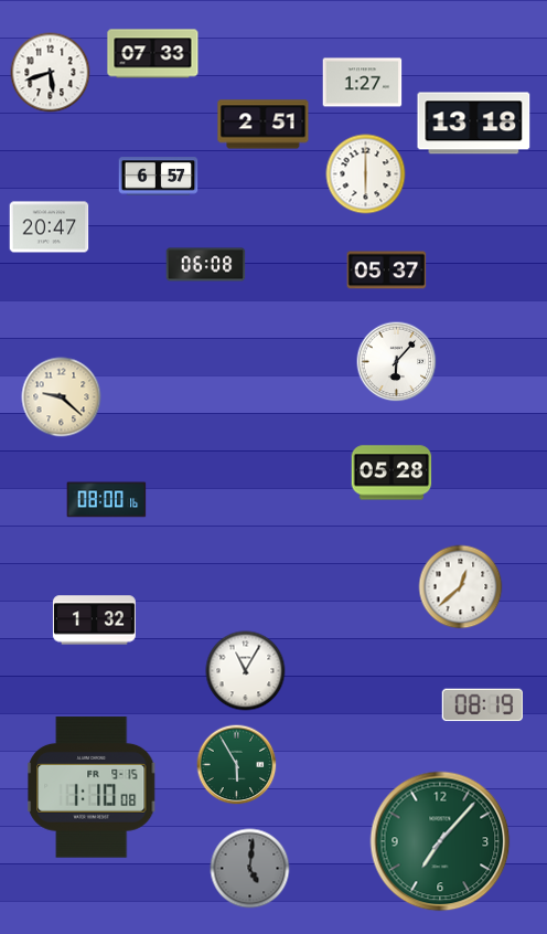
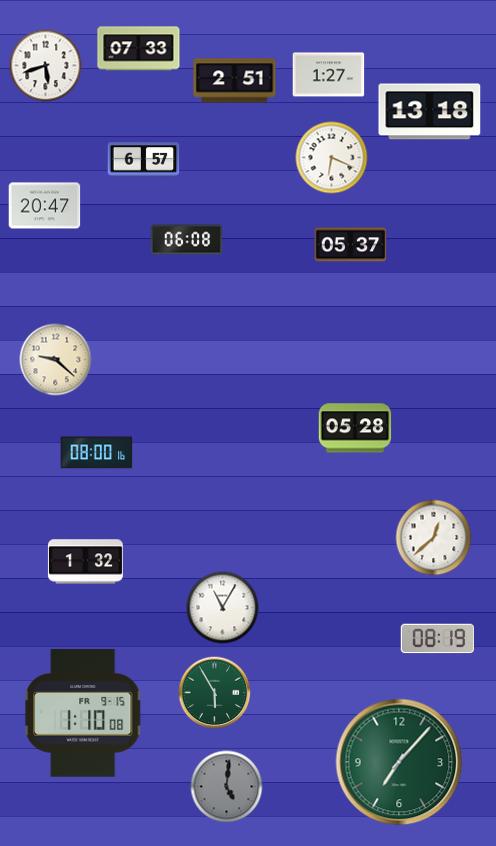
clock at (264, 125) position: (264, 125) -> (235, 81)
clock at (366, 174): 6:00 -> 6:19
clock at (397, 362): 6:07 -> none
clock at (461, 587) position: (461, 587) -> (434, 538)
